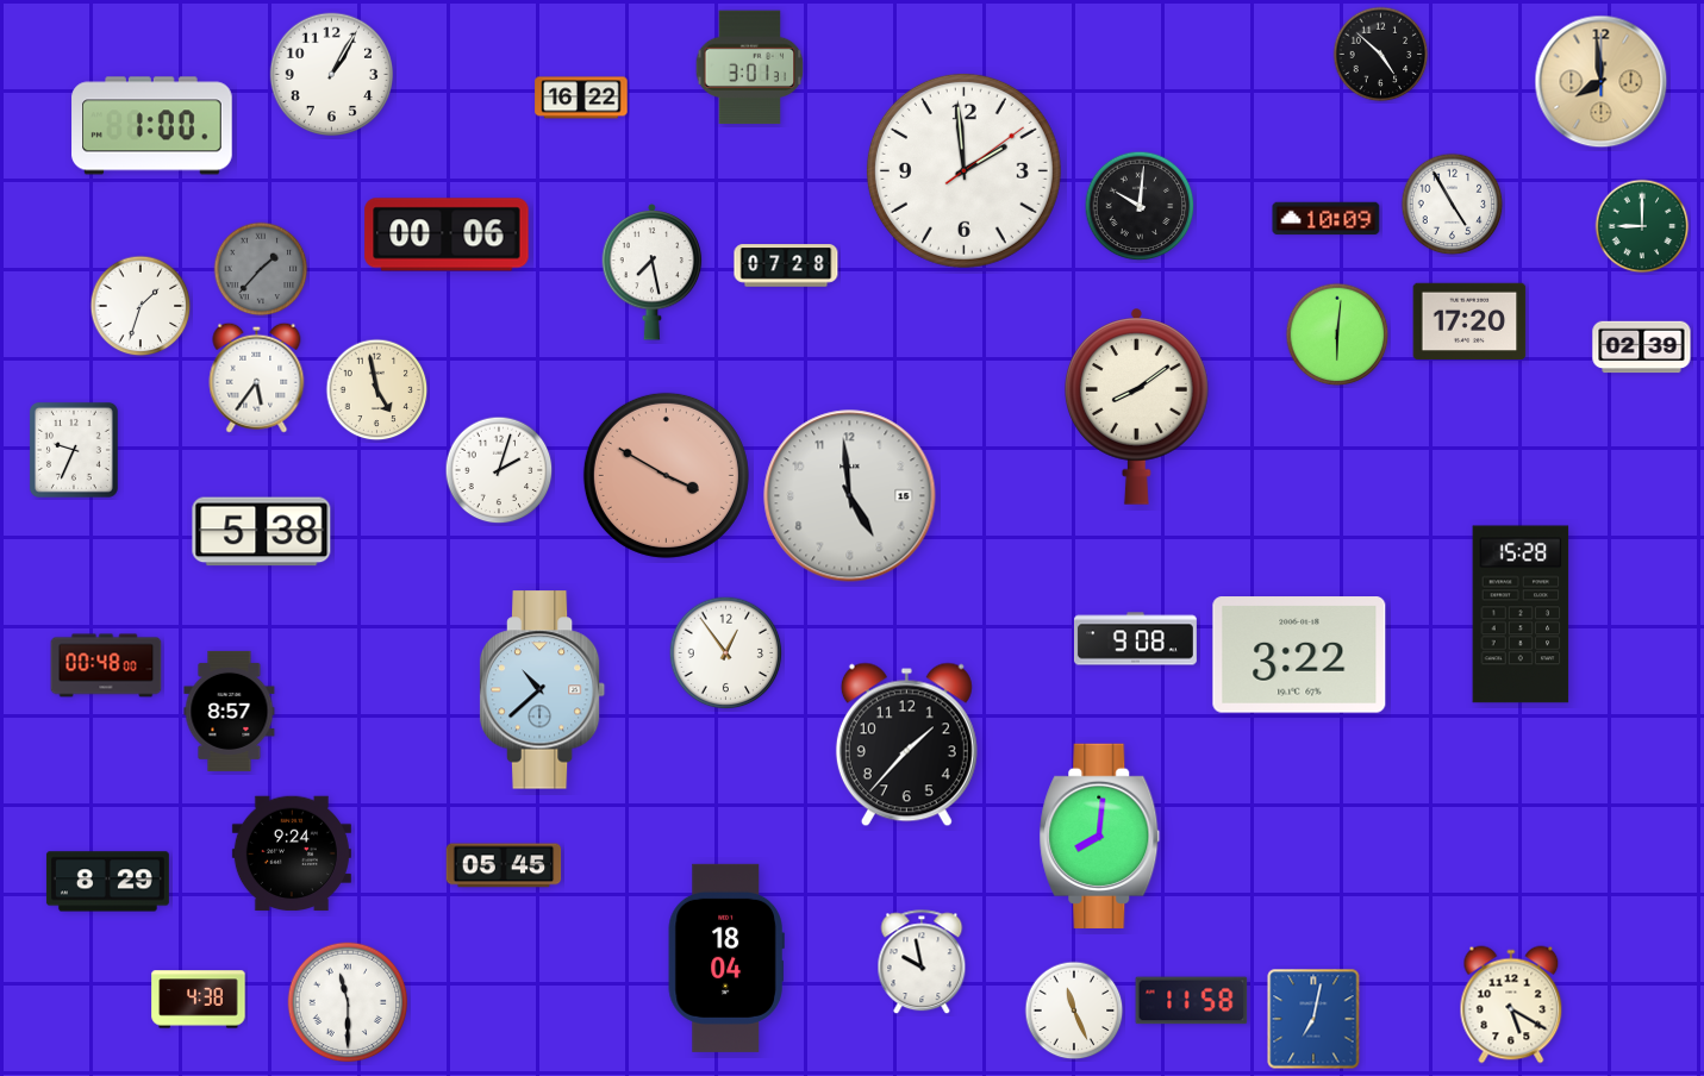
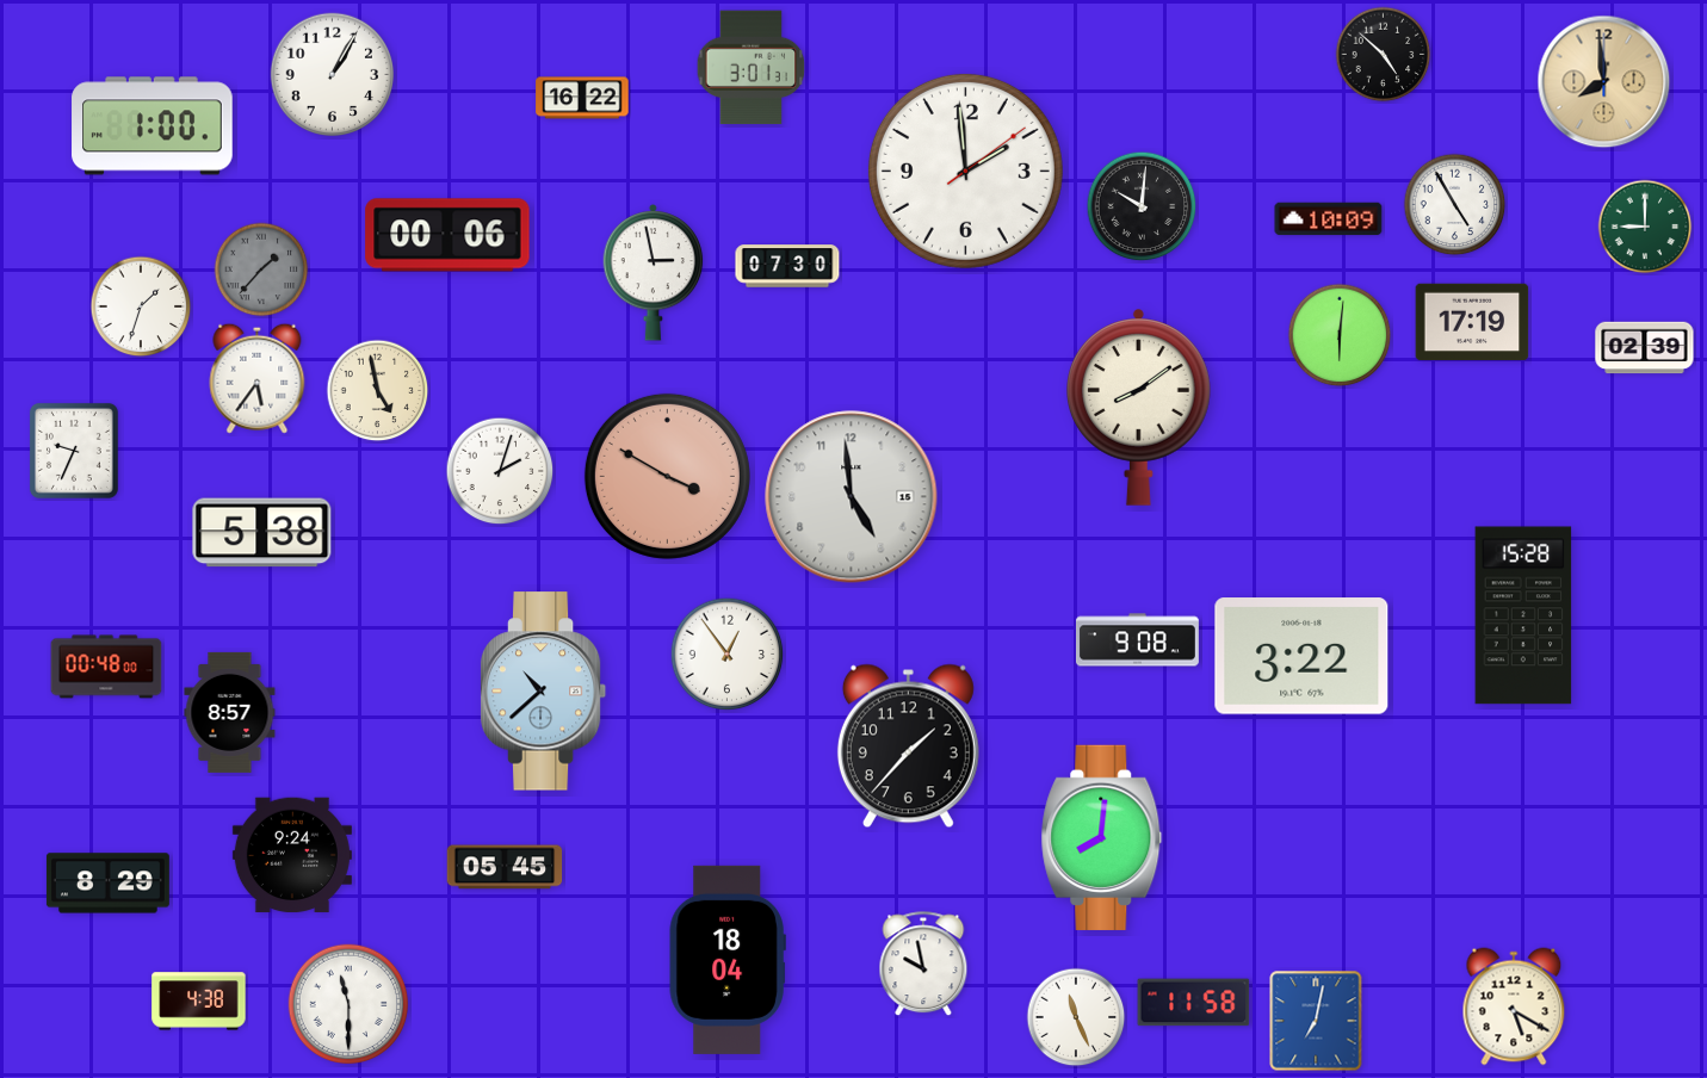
clock at (786, 265): 07:28 -> 07:30
clock at (653, 271): 7:28 -> 2:58
clock at (1469, 321): 17:20 -> 17:19
clock at (1074, 1011) position: (1074, 1011) -> (1076, 1017)
